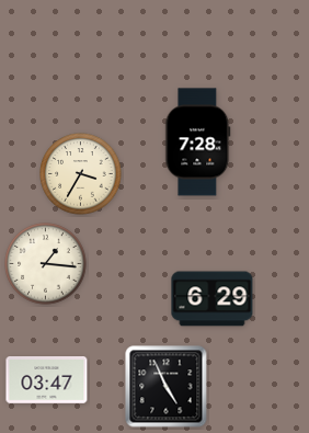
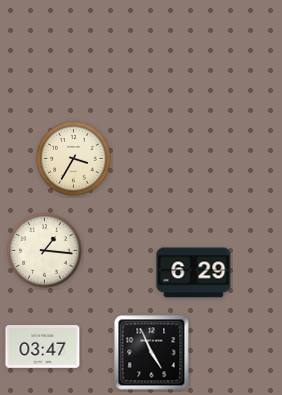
clock at (198, 143): 7:28 -> none
clock at (46, 264) position: (46, 264) -> (45, 251)
